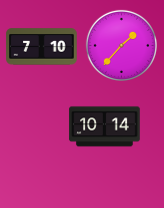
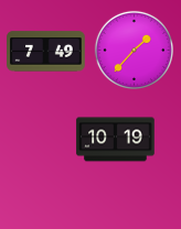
clock at (42, 47): 7:10 -> 7:49
clock at (105, 127): 10:14 -> 10:19
